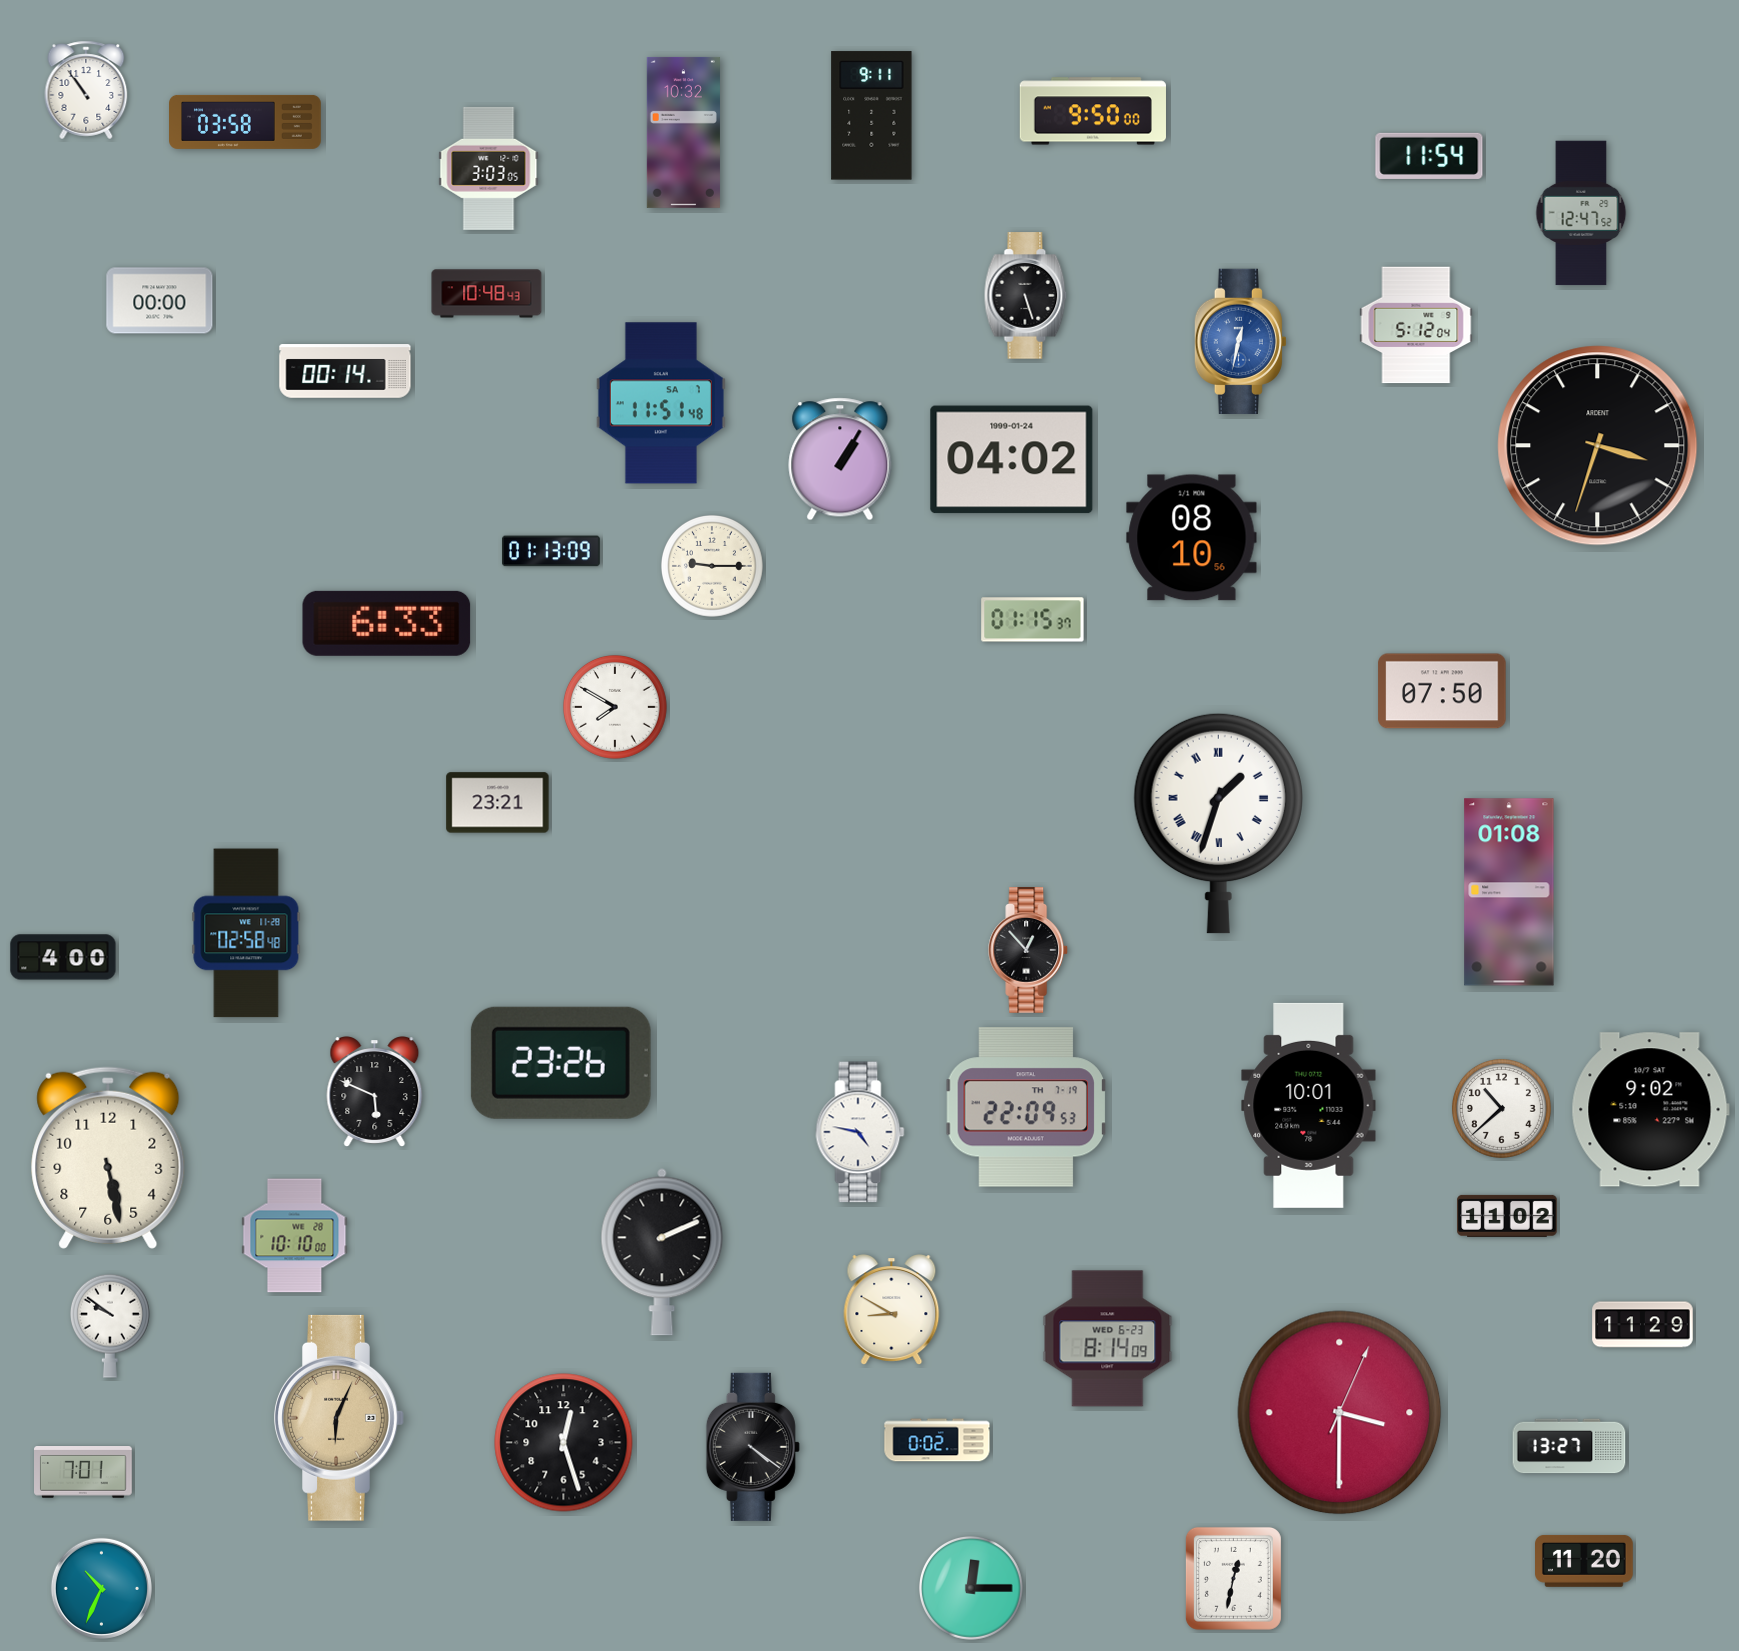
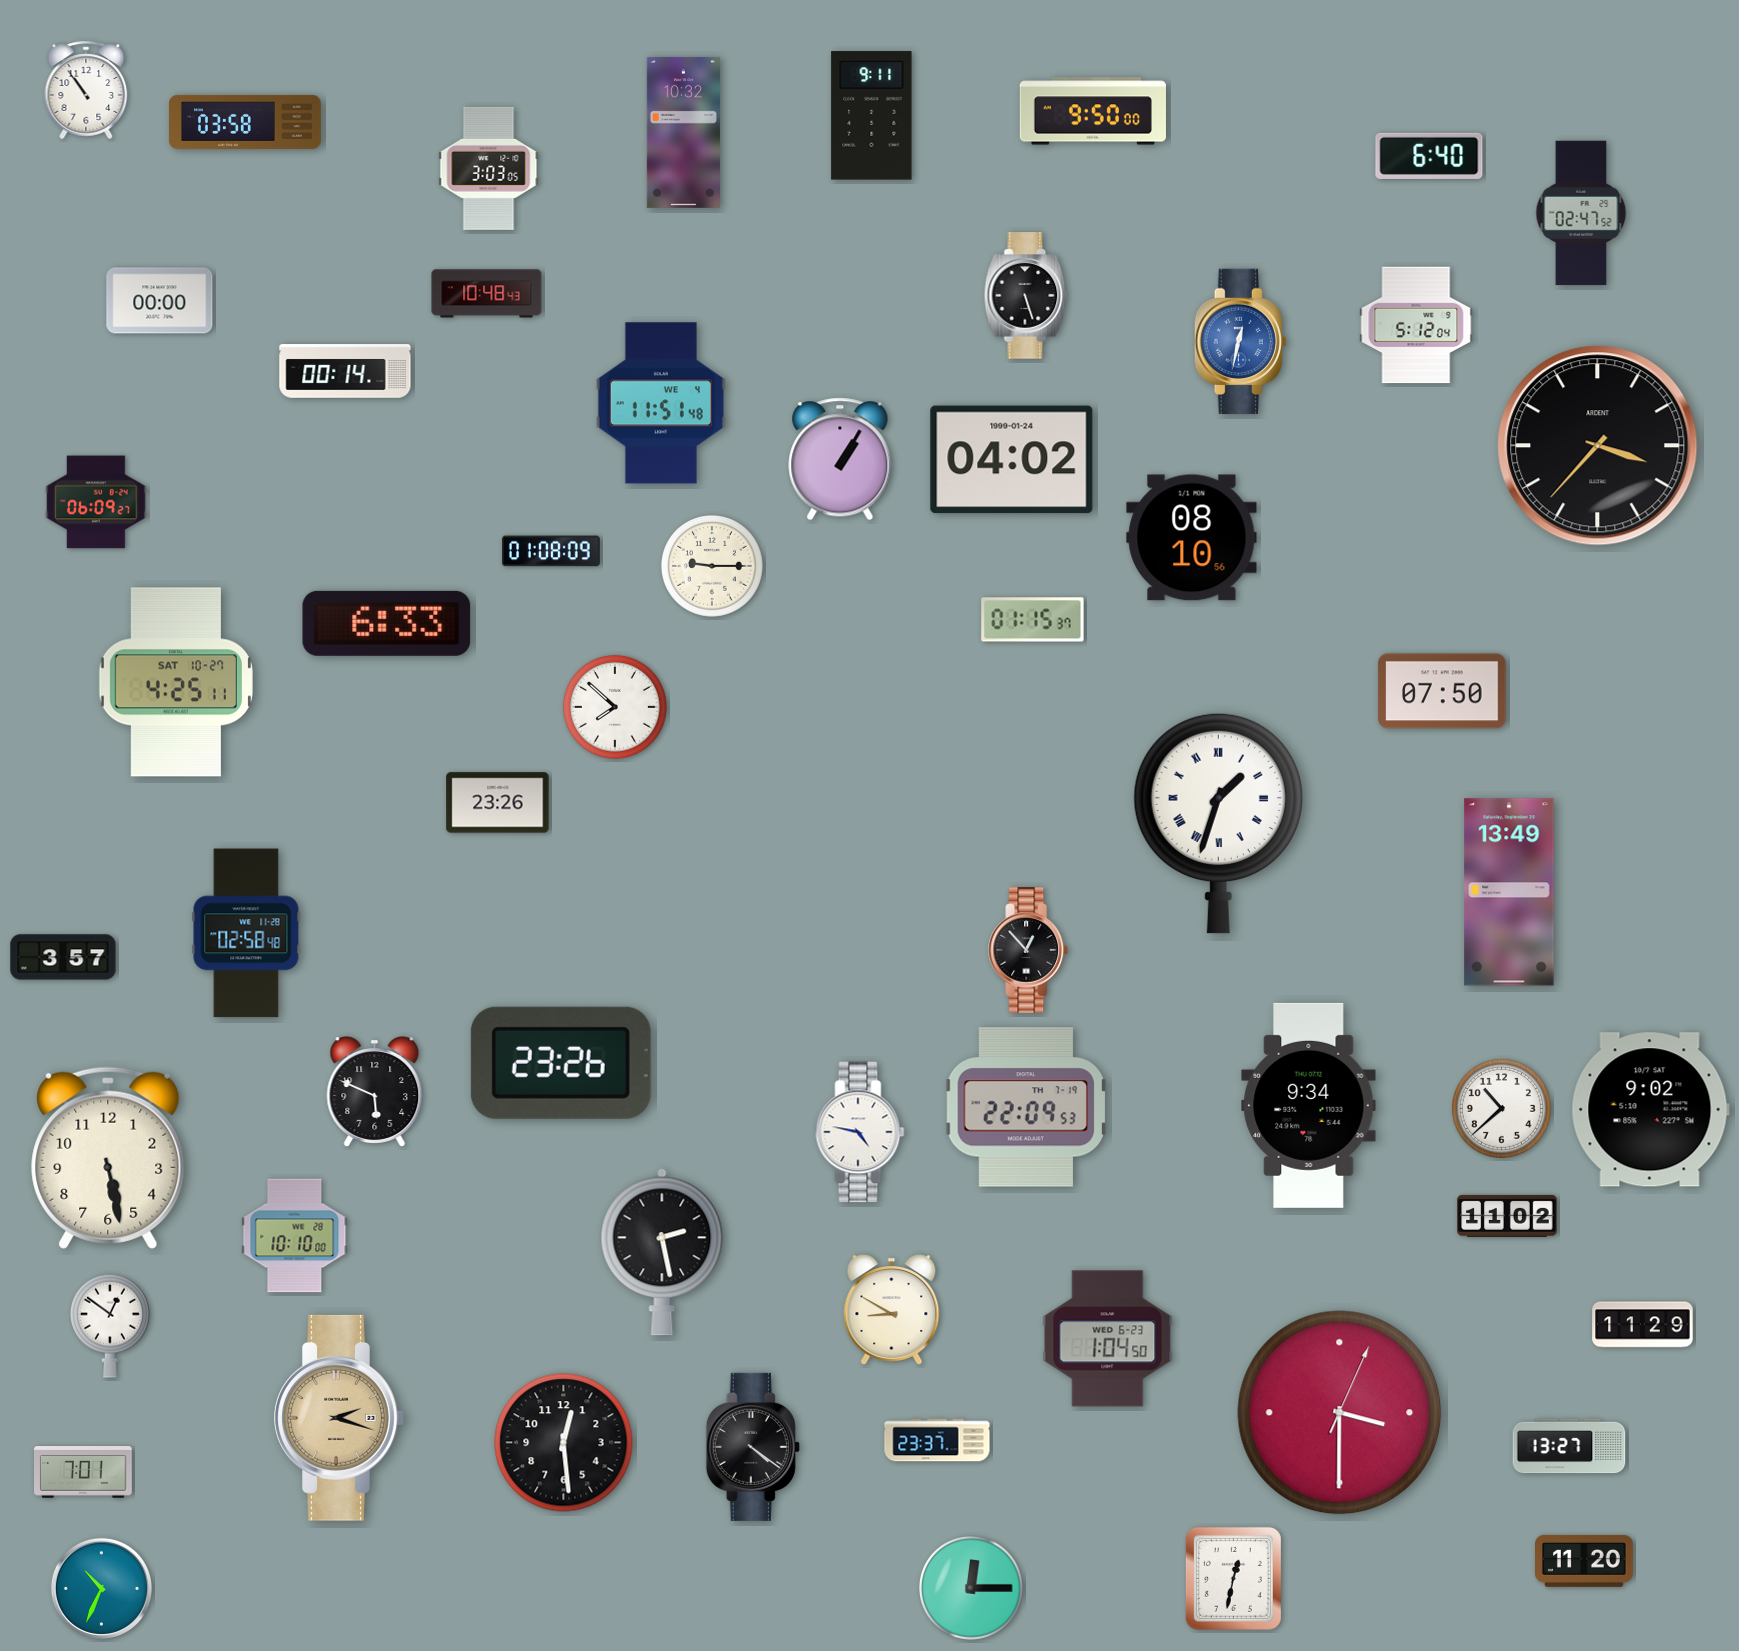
clock at (1429, 156): 11:54 -> 6:40
clock at (1581, 213): 12:47 -> 02:47
clock at (661, 403) date: SA 7 -> WE 4
clock at (1598, 446): 3:33 -> 3:37
clock at (96, 502): none -> 06:09
clock at (552, 551): 01:13 -> 01:08
clock at (176, 682): none -> 4:25
clock at (616, 708): 7:50 -> 7:52
clock at (498, 803): 23:21 -> 23:26
clock at (1509, 892): 01:08 -> 13:49
clock at (63, 957): 4:00 -> 3:57
clock at (1309, 1105): 10:01 -> 9:34
clock at (662, 1252): 2:11 -> 2:28
clock at (110, 1326): 9:51 -> 12:51
clock at (1108, 1339): 8:14 -> 1:04
clock at (339, 1418): 6:04 -> 2:18
clock at (937, 1440): 0:02 -> 23:37
clock at (564, 1443): 12:27 -> 12:29
